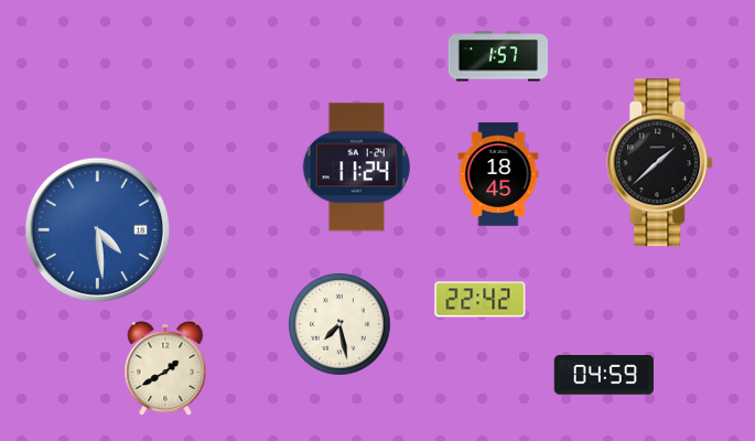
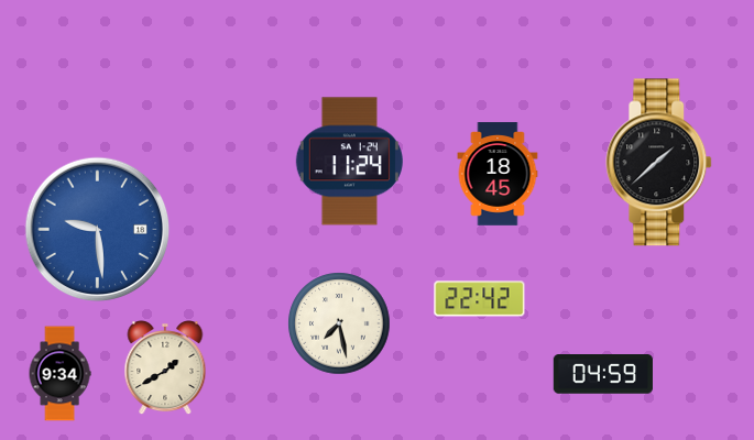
clock at (497, 56): 1:57 -> none
clock at (356, 168) position: (356, 168) -> (349, 162)
clock at (98, 230): 4:29 -> 9:29
clock at (59, 374): none -> 9:34
